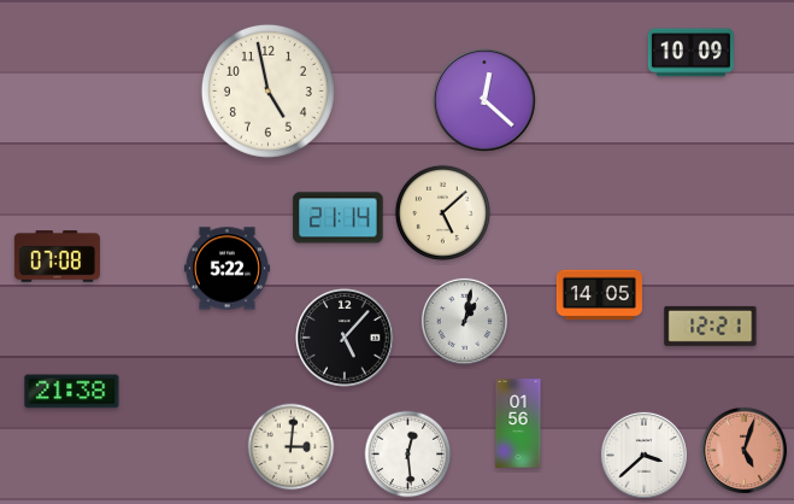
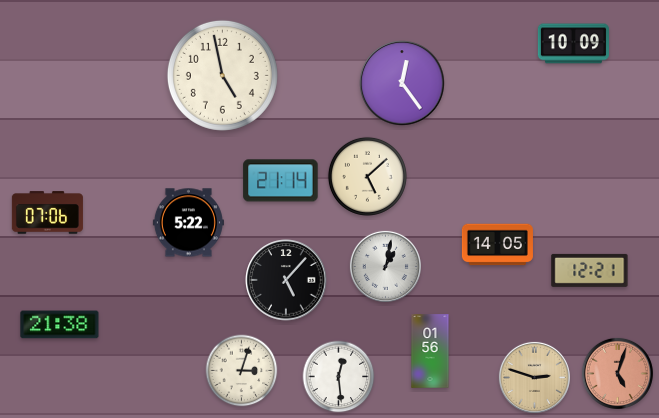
clock at (484, 100): 12:22 -> 12:24
clock at (57, 257): 07:08 -> 07:06
clock at (292, 447): 3:01 -> 3:03
clock at (643, 455): 3:38 -> 2:48
clock at (643, 455) dial: white -> champagne
